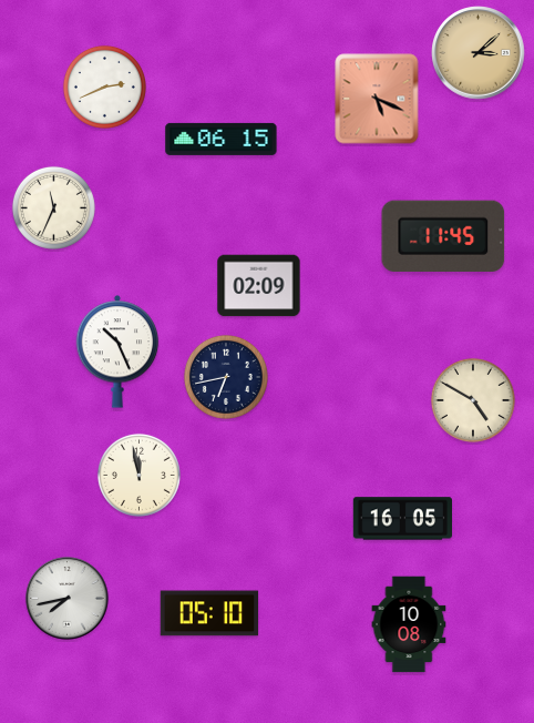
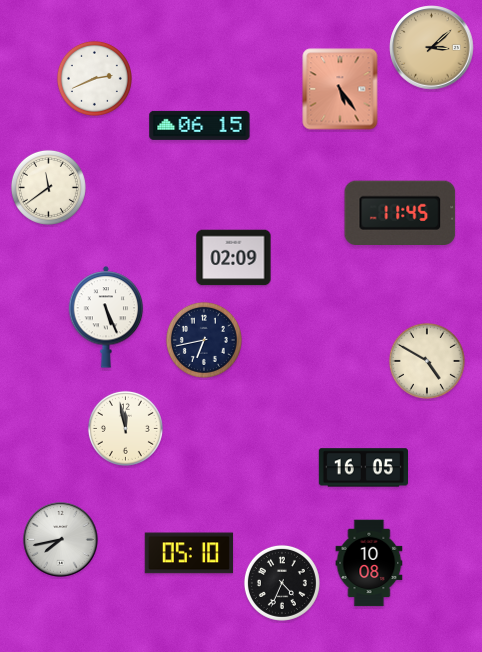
clock at (377, 99): 5:19 -> 5:24
clock at (53, 207): 11:34 -> 11:39
clock at (117, 352): 10:26 -> 5:26
clock at (282, 583): none -> 4:34
